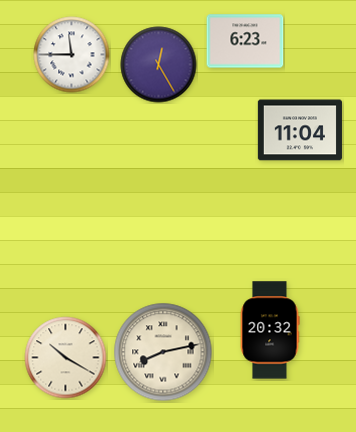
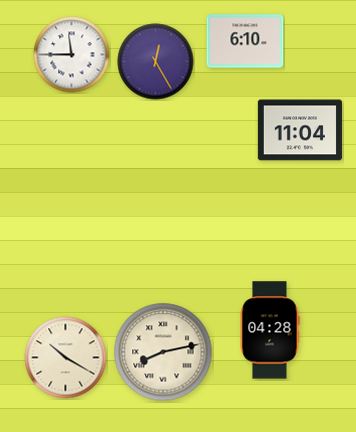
clock at (245, 41): 6:23 -> 6:10
clock at (159, 65) position: (159, 65) -> (156, 62)
clock at (270, 330): 20:32 -> 04:28
